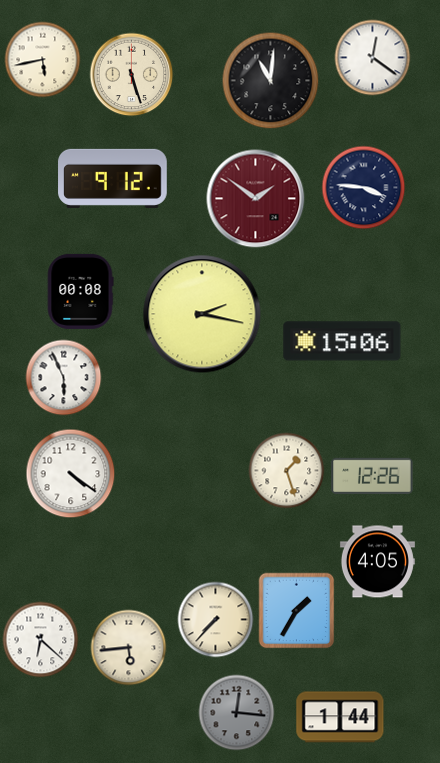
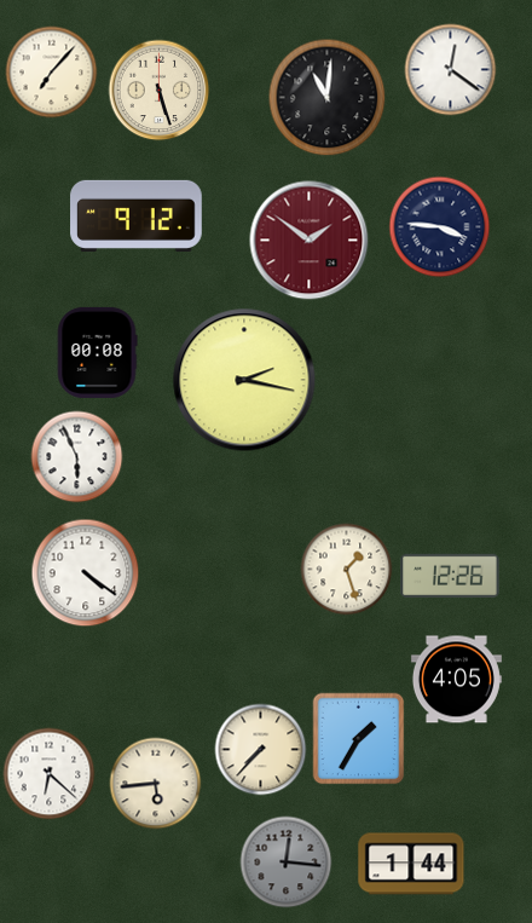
clock at (43, 60): 5:43 -> 7:07
clock at (342, 341): 15:06 -> none
clock at (340, 717) position: (340, 717) -> (411, 864)
